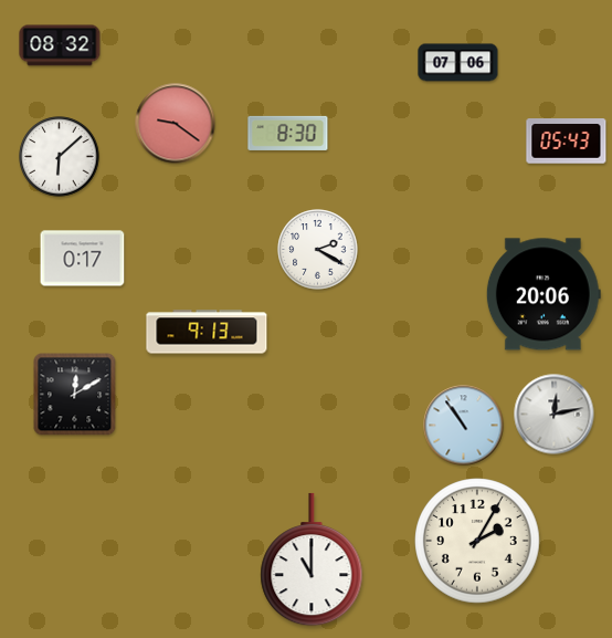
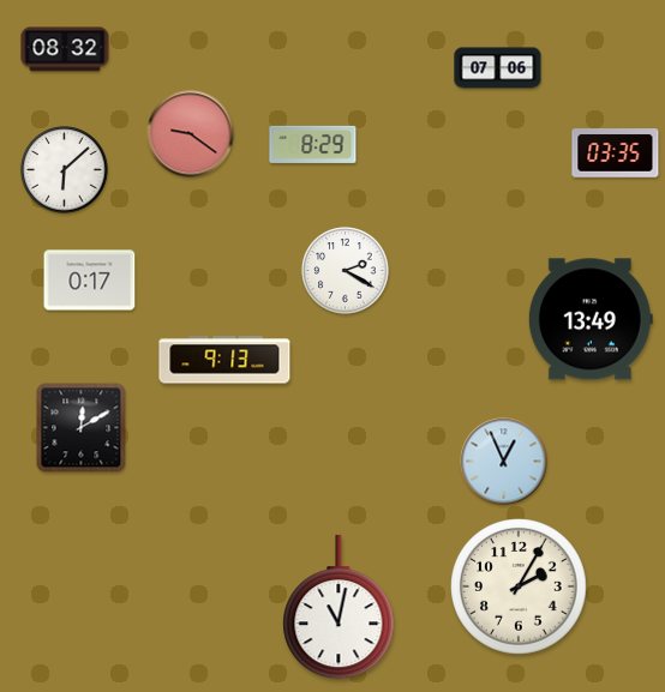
clock at (288, 133): 8:30 -> 8:29
clock at (567, 142): 05:43 -> 03:35
clock at (544, 294): 20:06 -> 13:49
clock at (555, 415): 12:13 -> none
clock at (464, 426): 10:54 -> 12:56
clock at (312, 559): 11:00 -> 11:02
